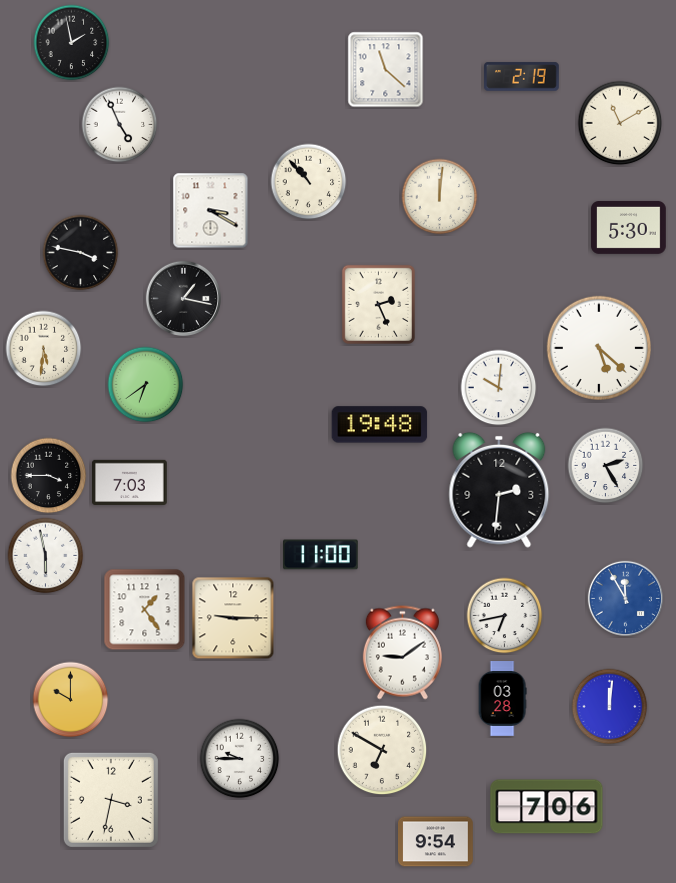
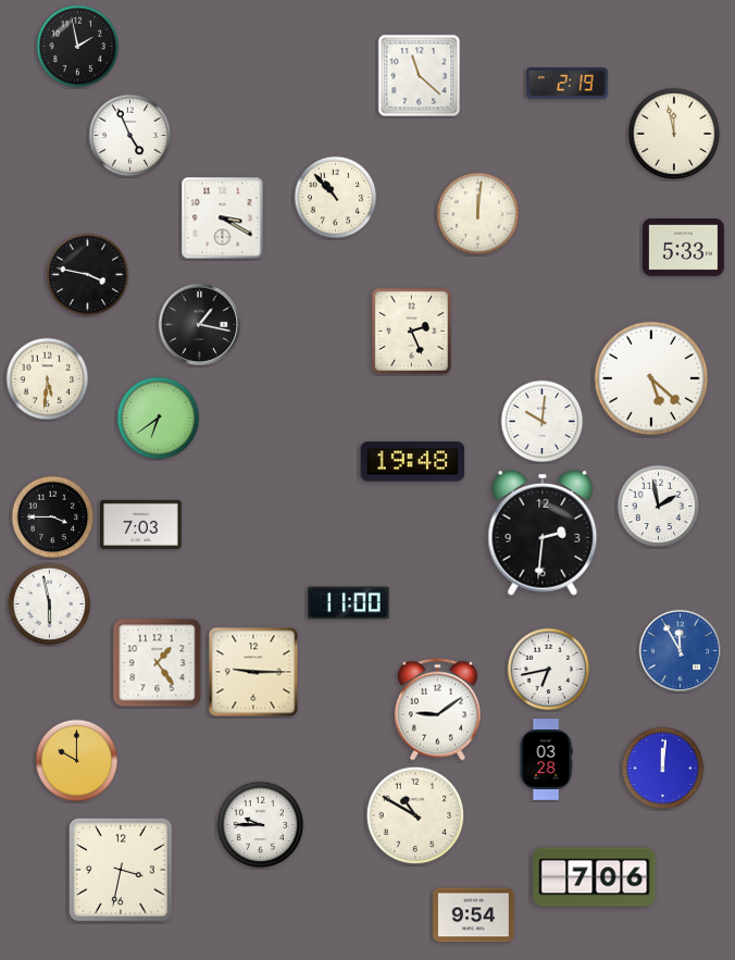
clock at (620, 123): 11:10 -> 11:58
clock at (211, 211) position: (211, 211) -> (223, 219)
clock at (629, 227): 5:30 -> 5:33
clock at (606, 466): 2:25 -> 1:58
clock at (382, 750): 6:50 -> 10:50
